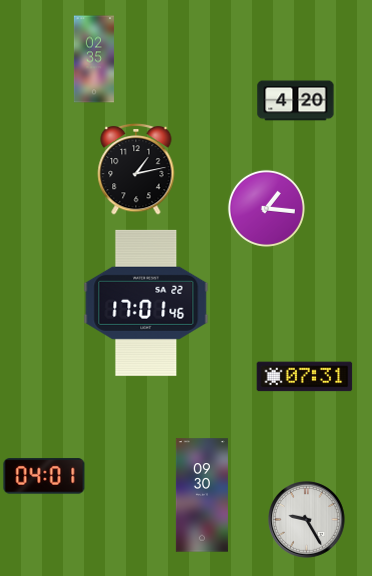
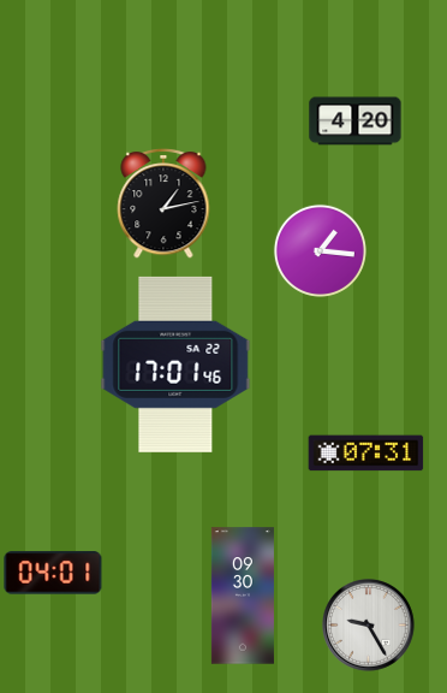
clock at (94, 59): 02:35 -> none
